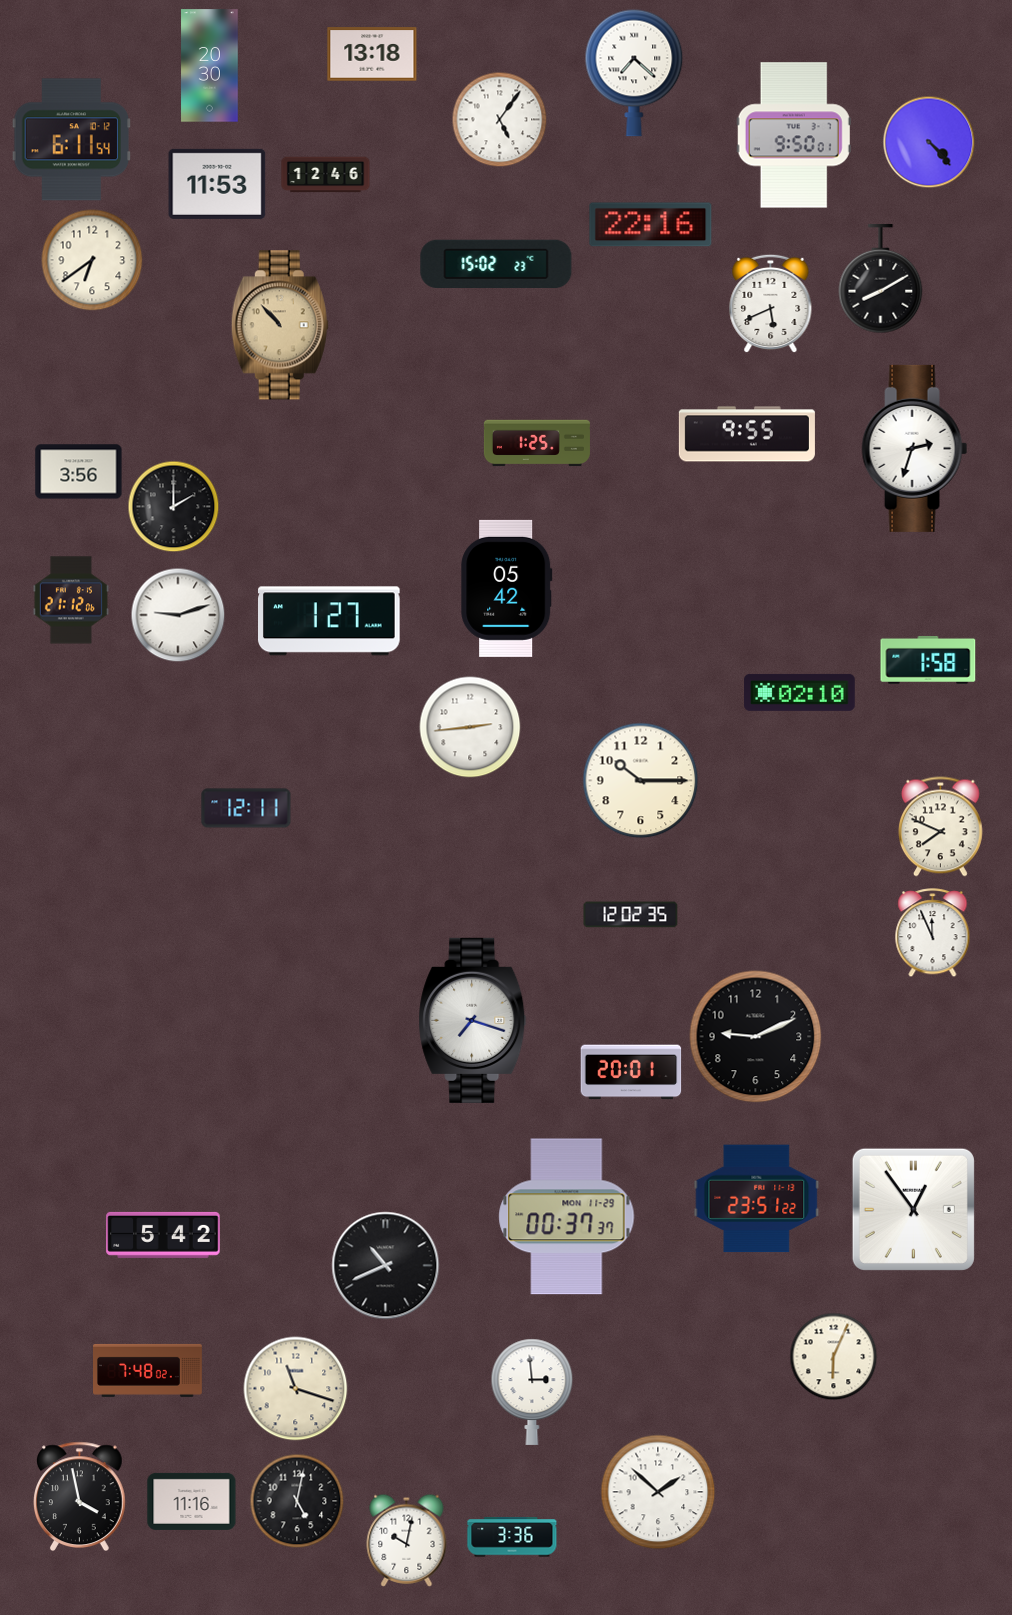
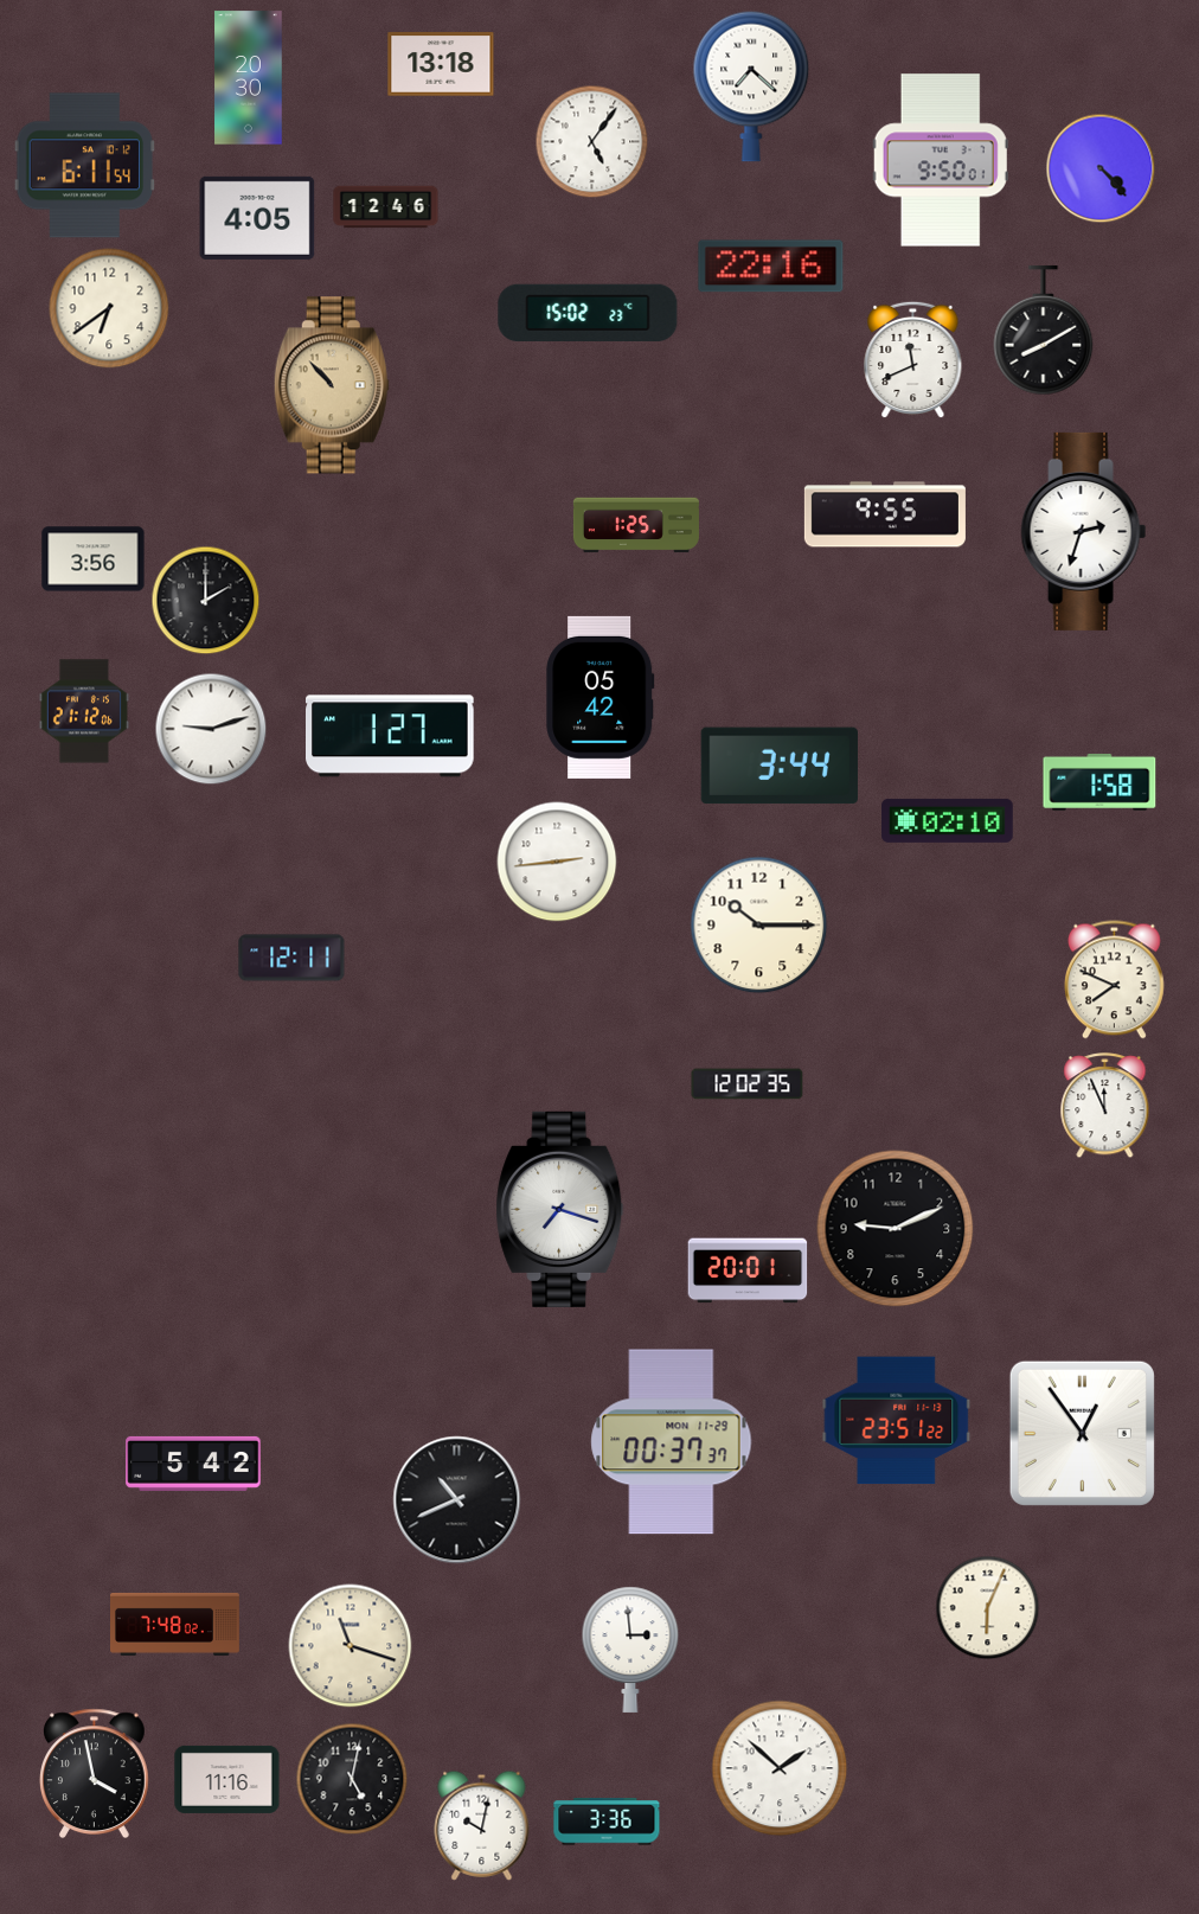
clock at (217, 184): 11:53 -> 4:05
clock at (771, 304): 5:41 -> 11:41
clock at (780, 766): none -> 3:44
